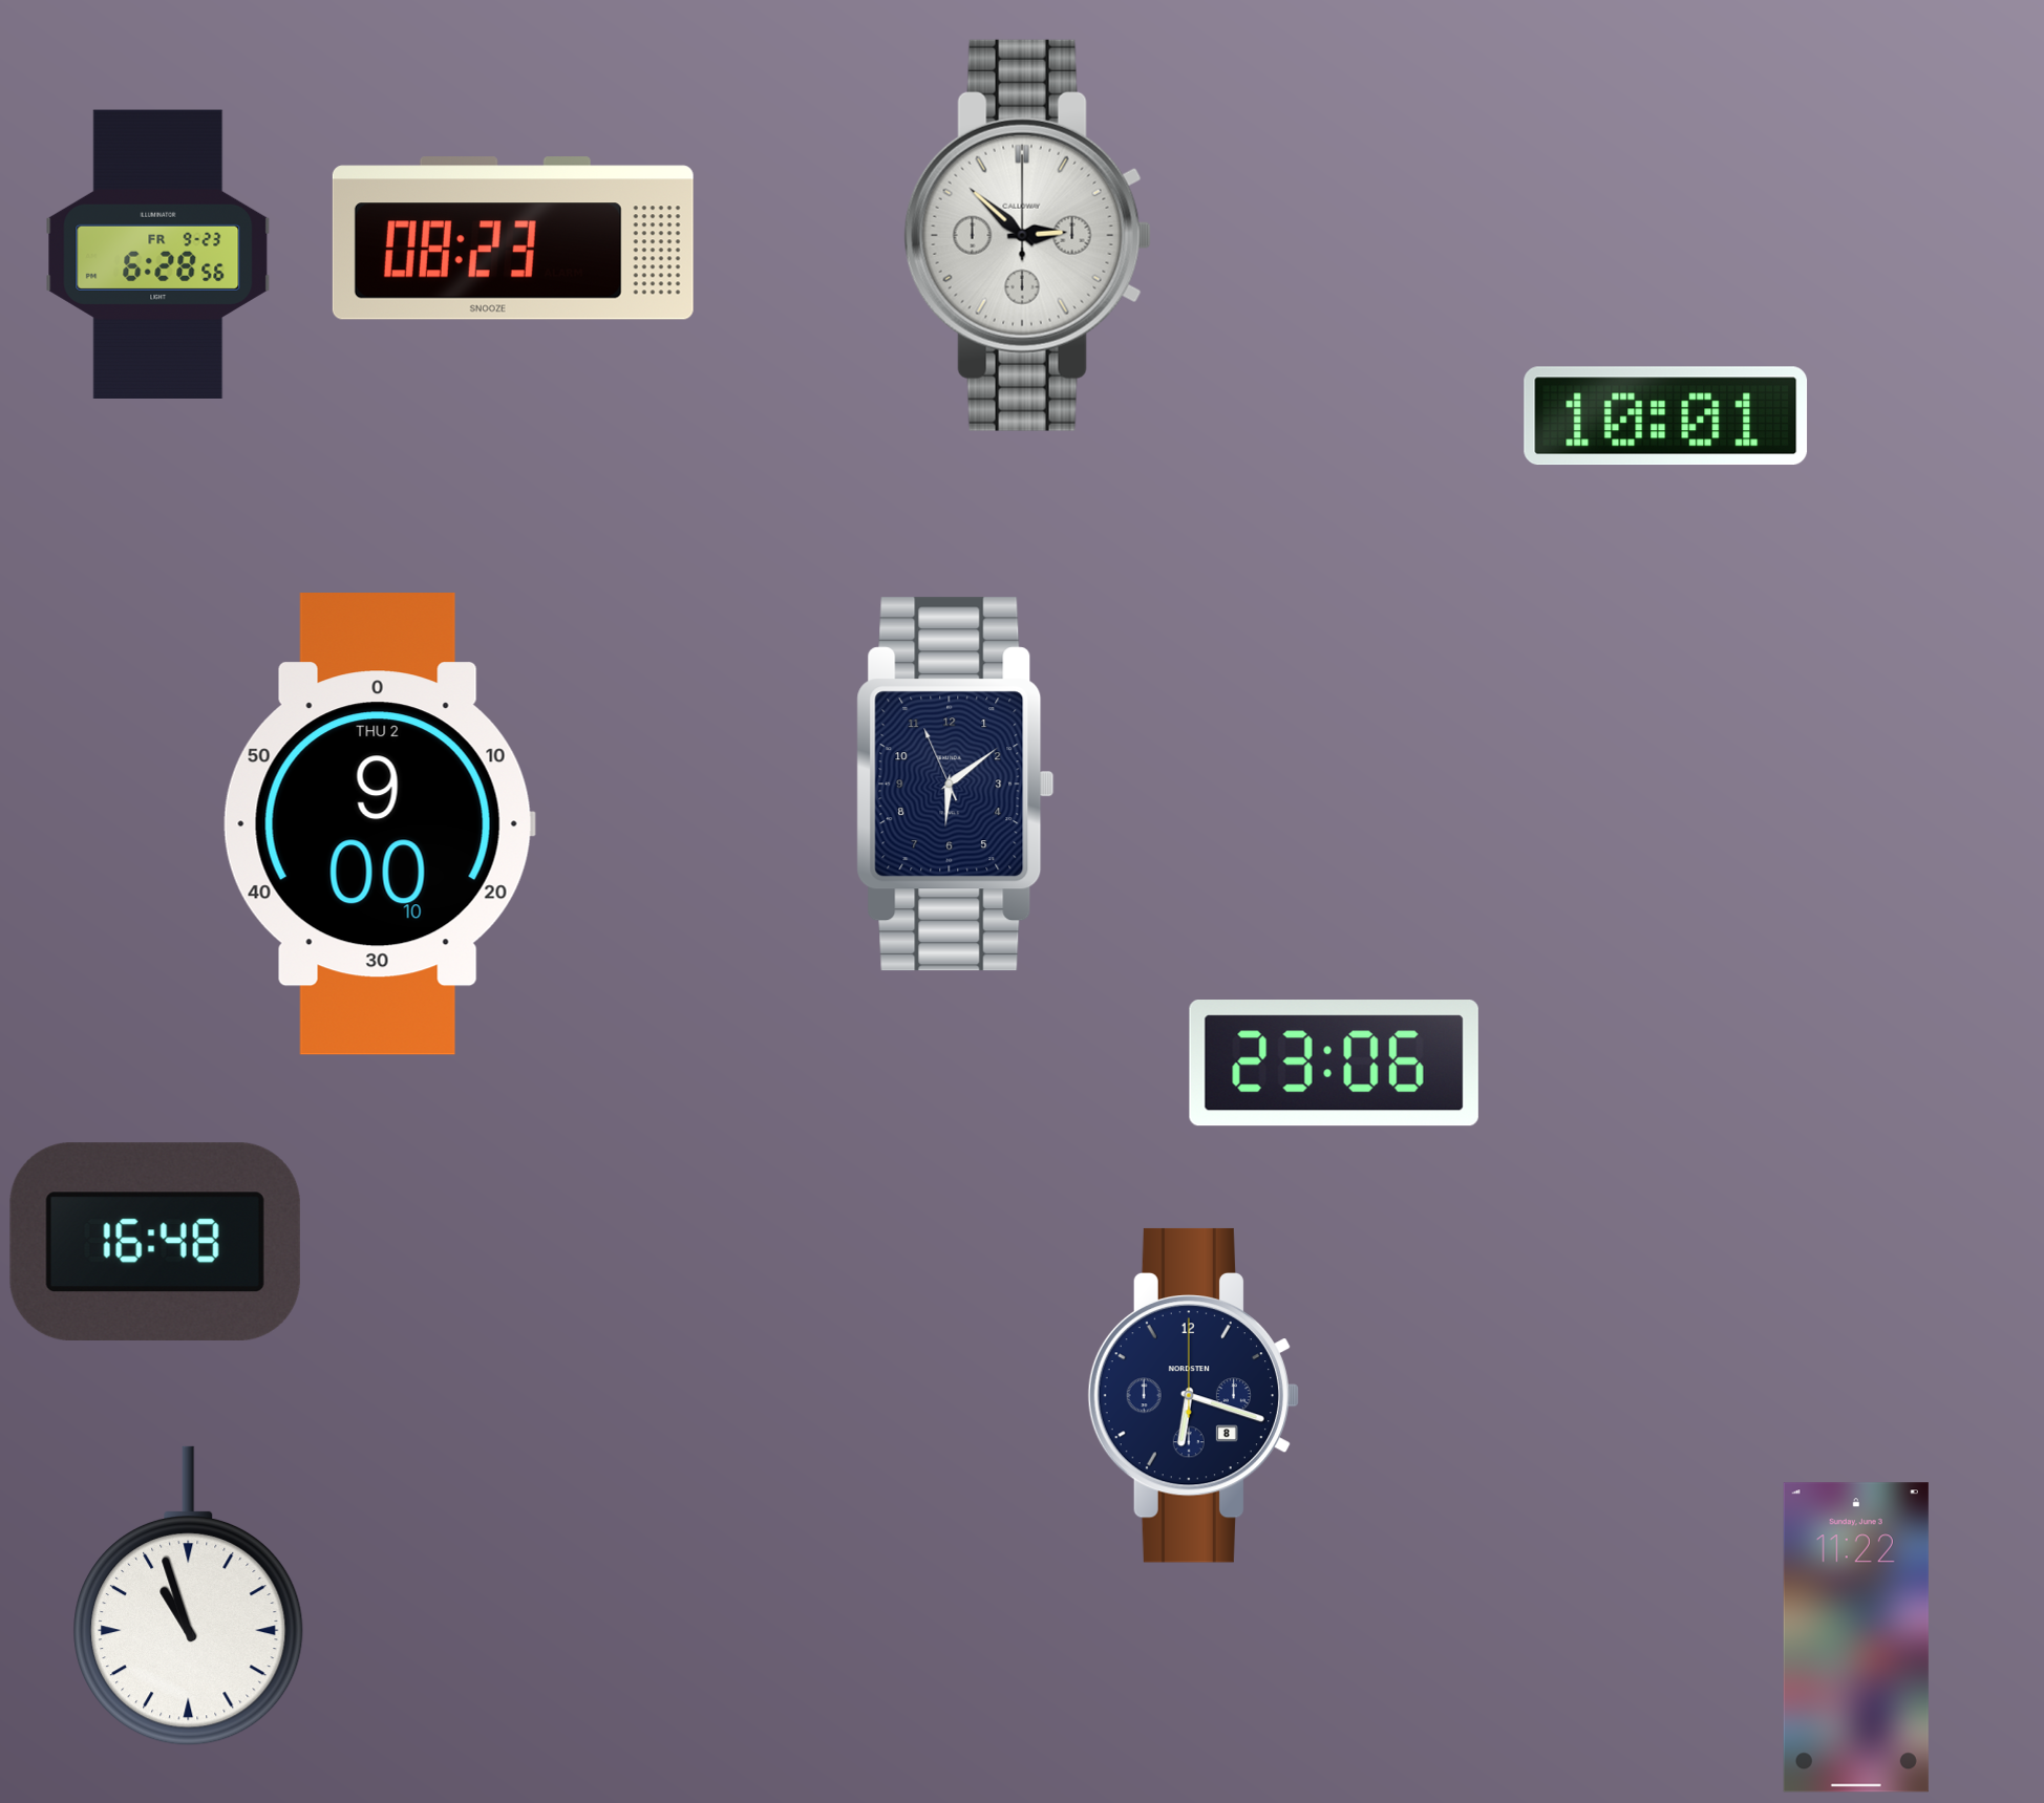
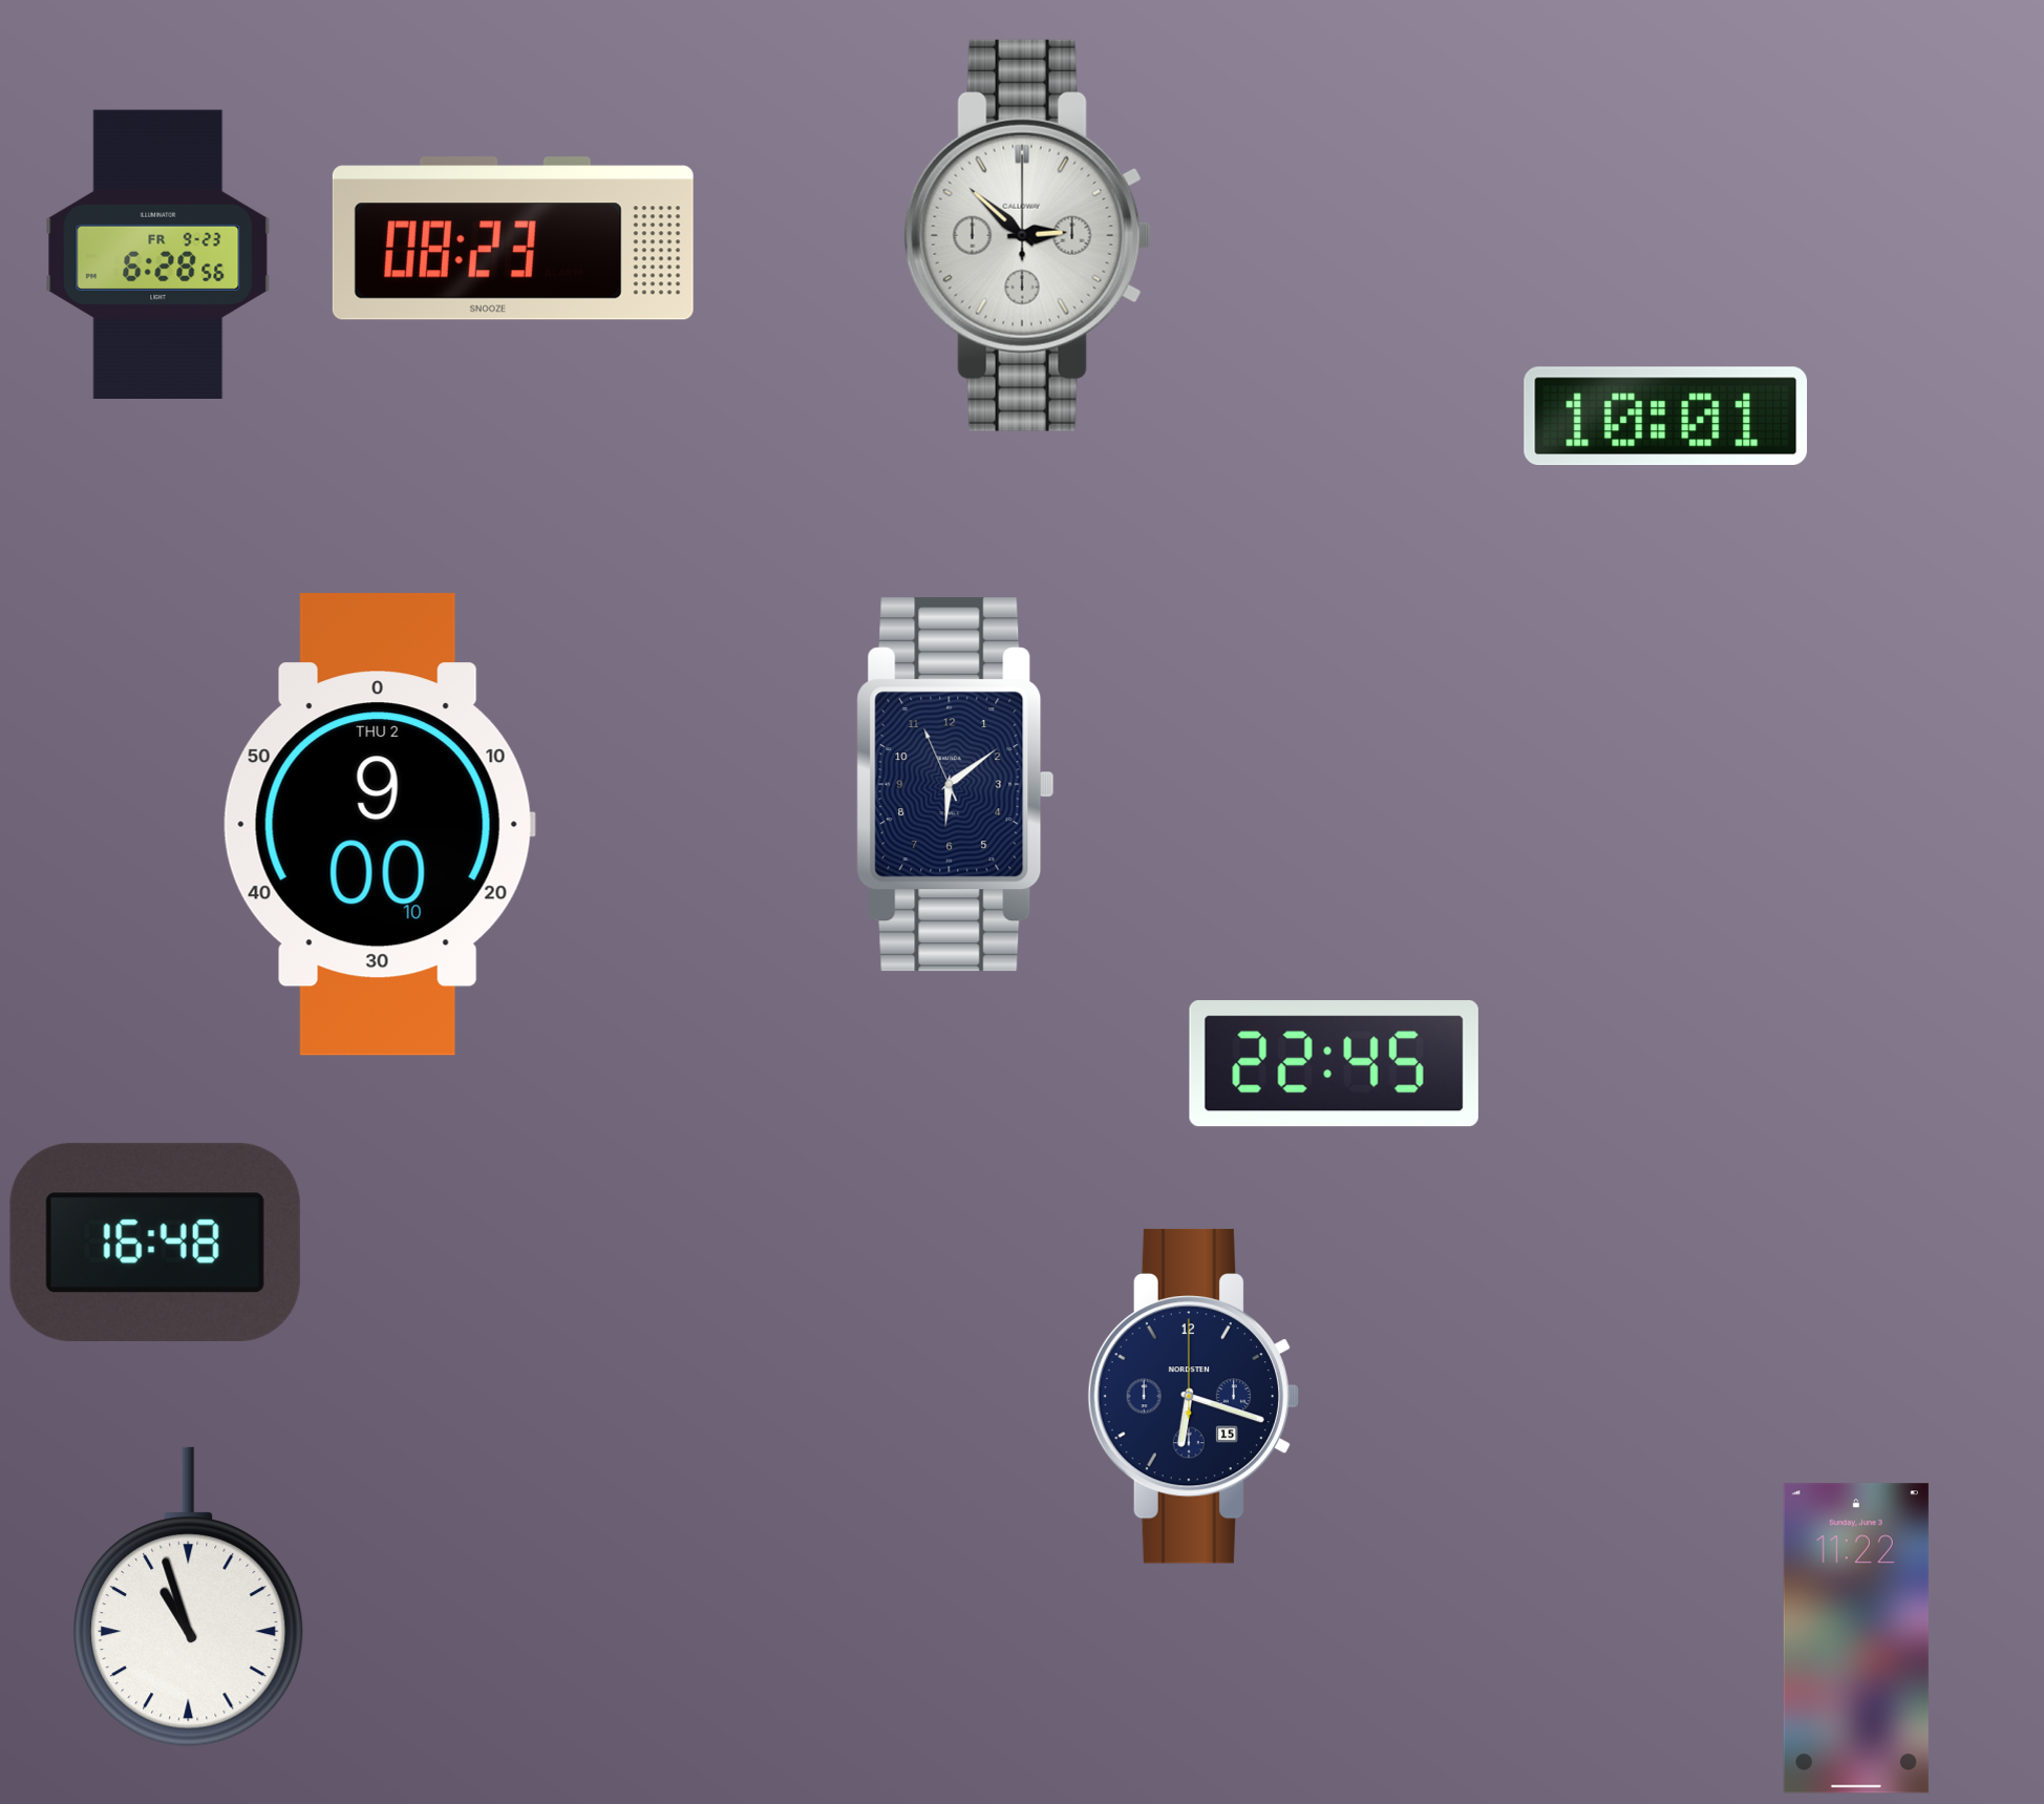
clock at (1334, 1064): 23:06 -> 22:45
clock at (1193, 1395) date: 8 -> 15
